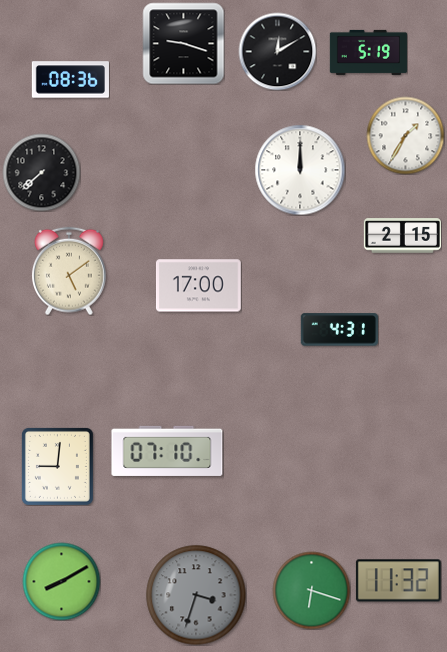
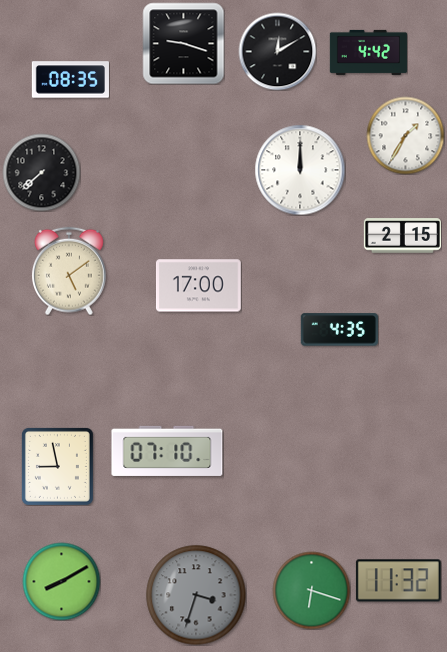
clock at (368, 52): 5:19 -> 4:42
clock at (70, 80): 08:36 -> 08:35
clock at (339, 330): 4:31 -> 4:35
clock at (57, 466): 9:01 -> 8:58
